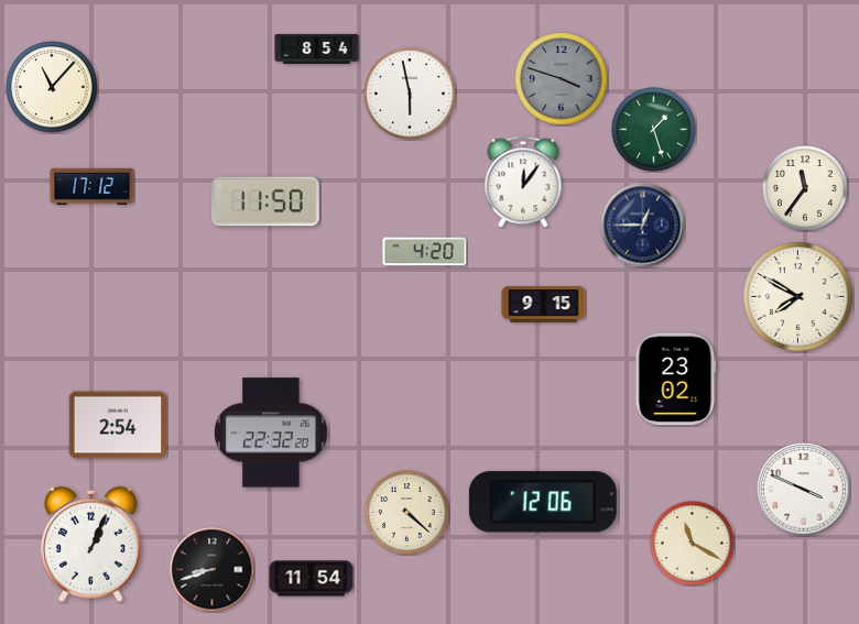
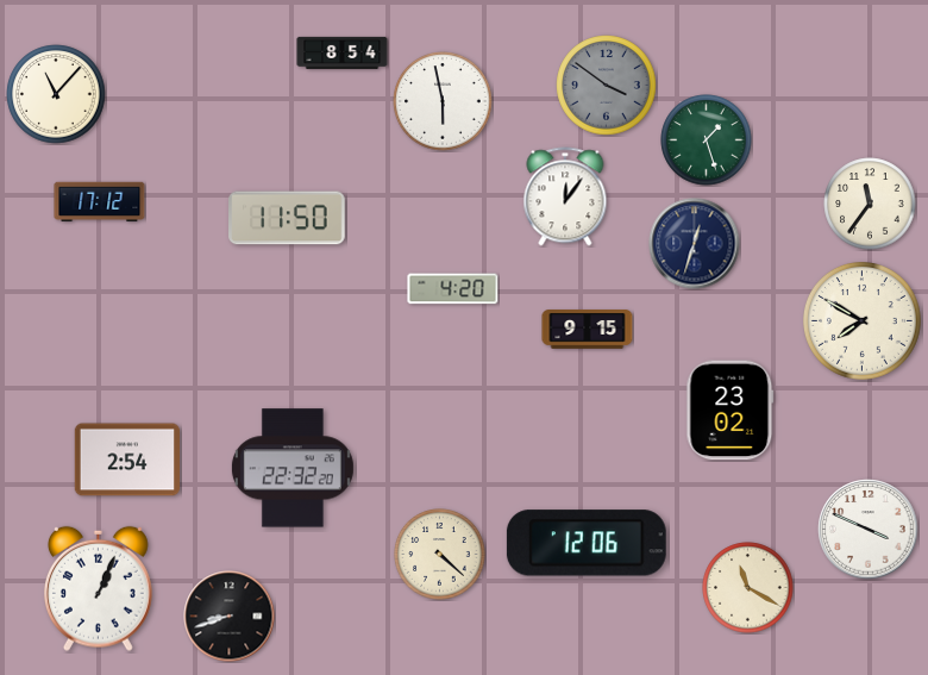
clock at (562, 79): 3:48 -> 3:51
clock at (643, 226): 12:45 -> 12:33
clock at (425, 252) position: (425, 252) -> (453, 289)
clock at (312, 579): 11:54 -> none
